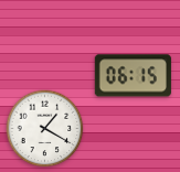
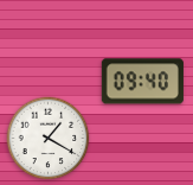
clock at (133, 76): 06:15 -> 09:40
